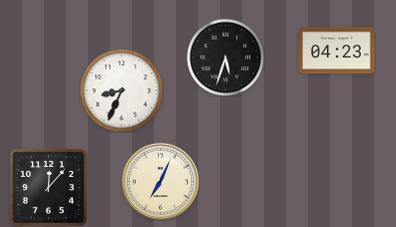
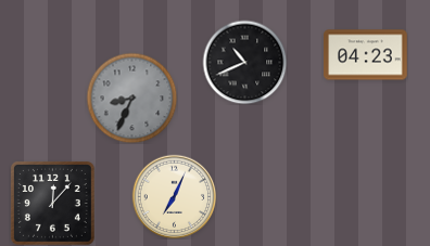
clock at (225, 57): 5:33 -> 10:41
clock at (121, 90) dial: white -> grey
